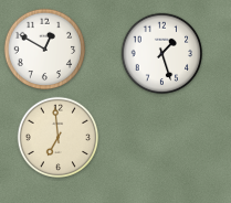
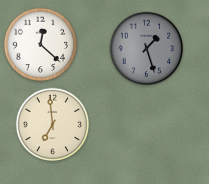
clock at (45, 50): 12:50 -> 12:22
clock at (162, 54) dial: white -> grey
